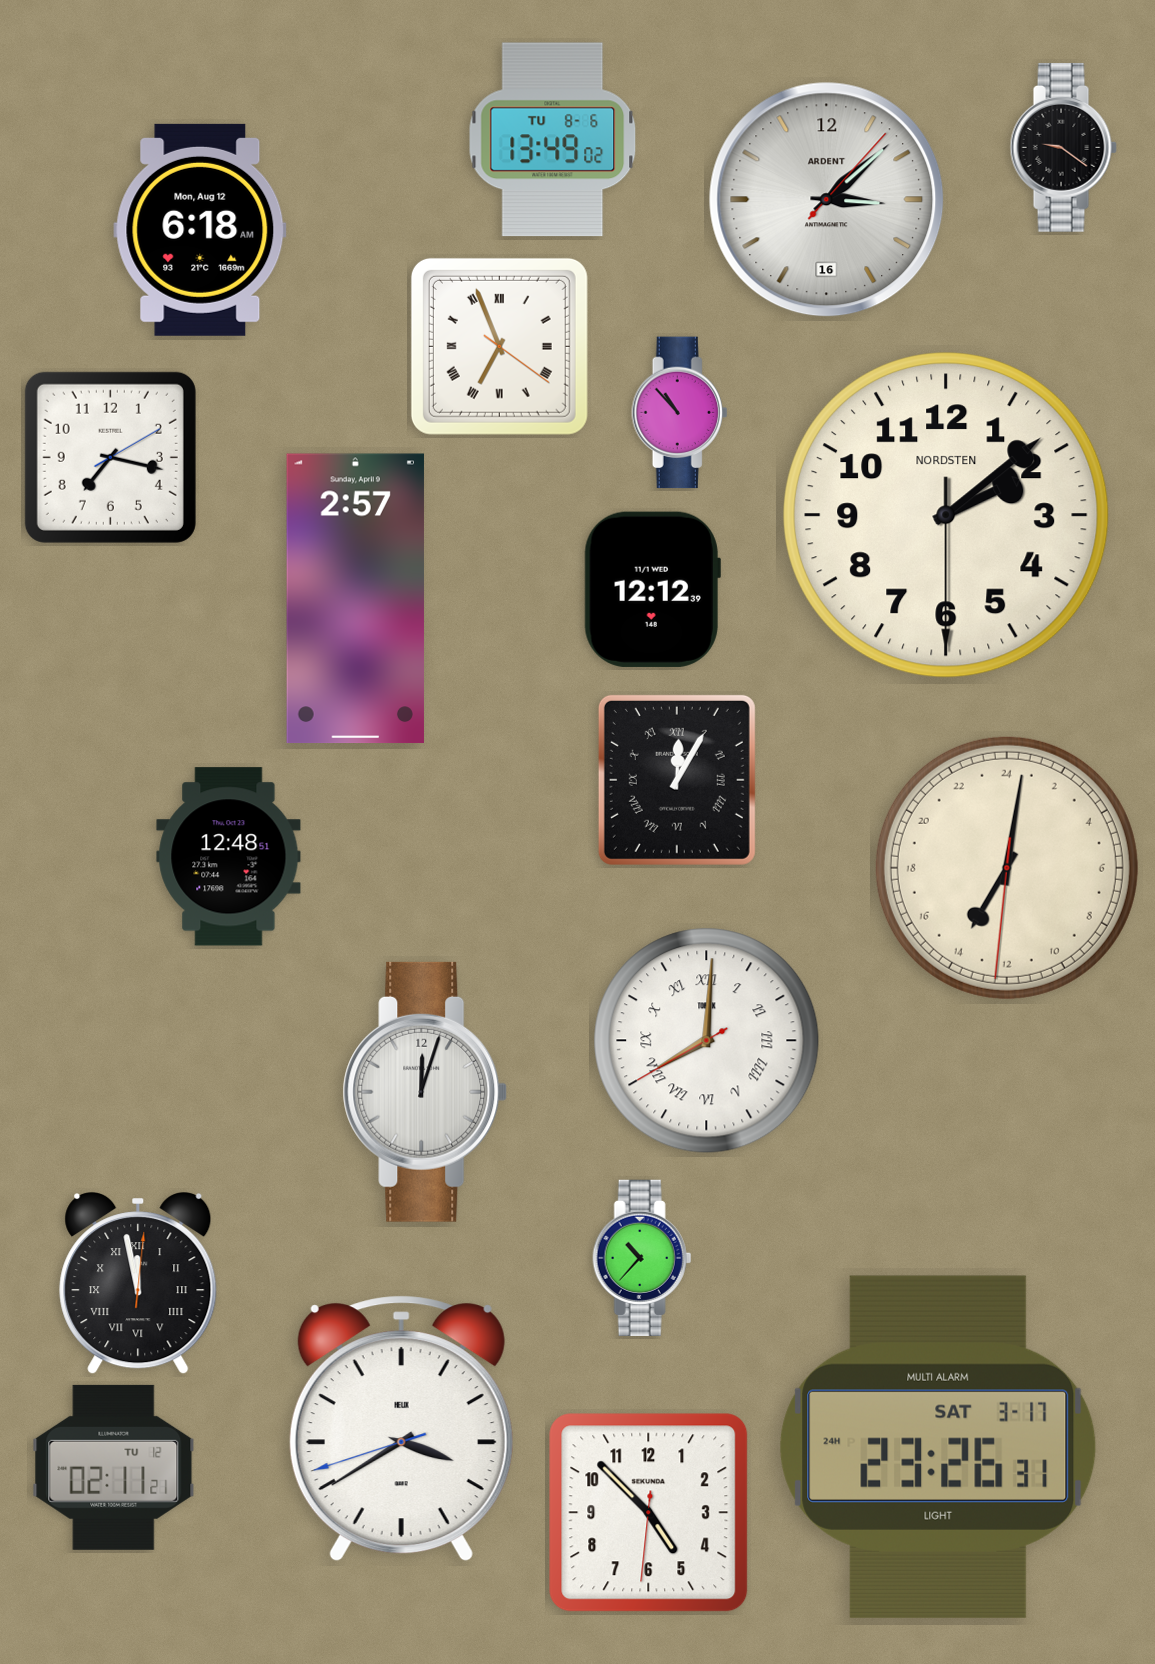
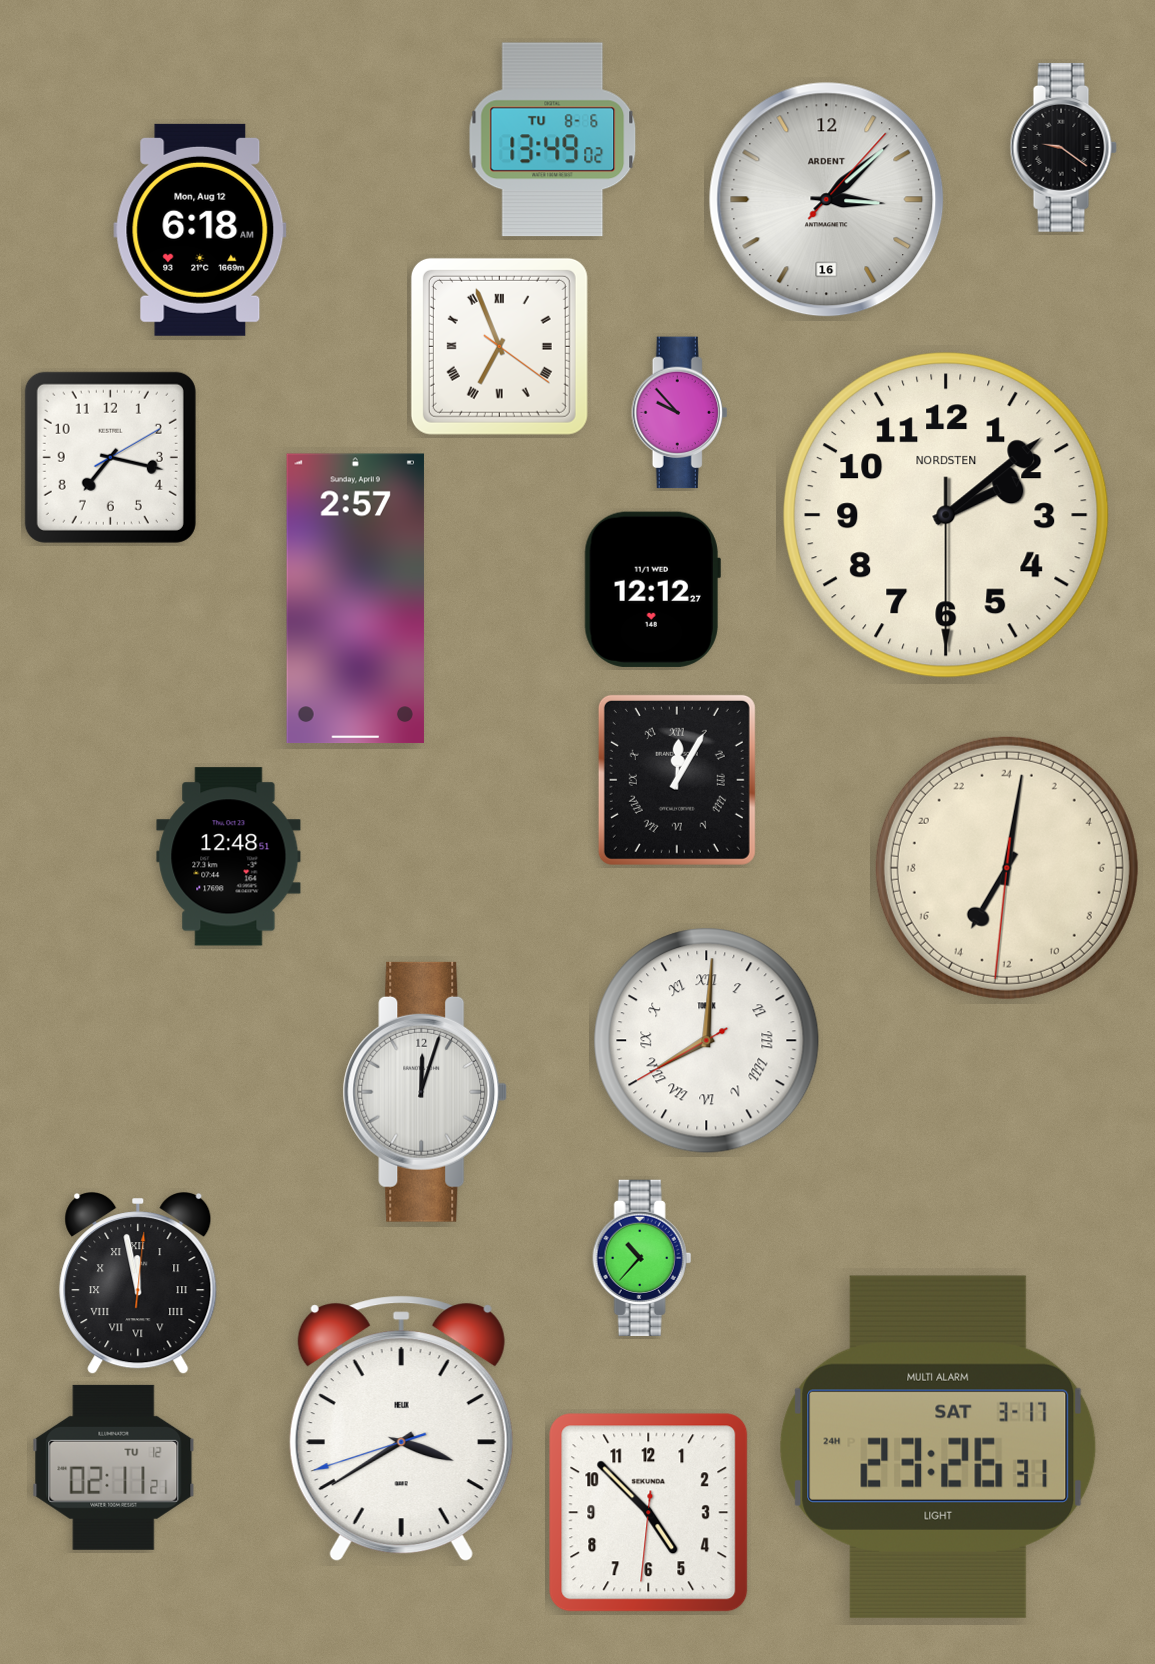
clock at (680, 413): 10:53 -> 9:53
clock at (652, 589): 12:12:39 -> 12:12:27
